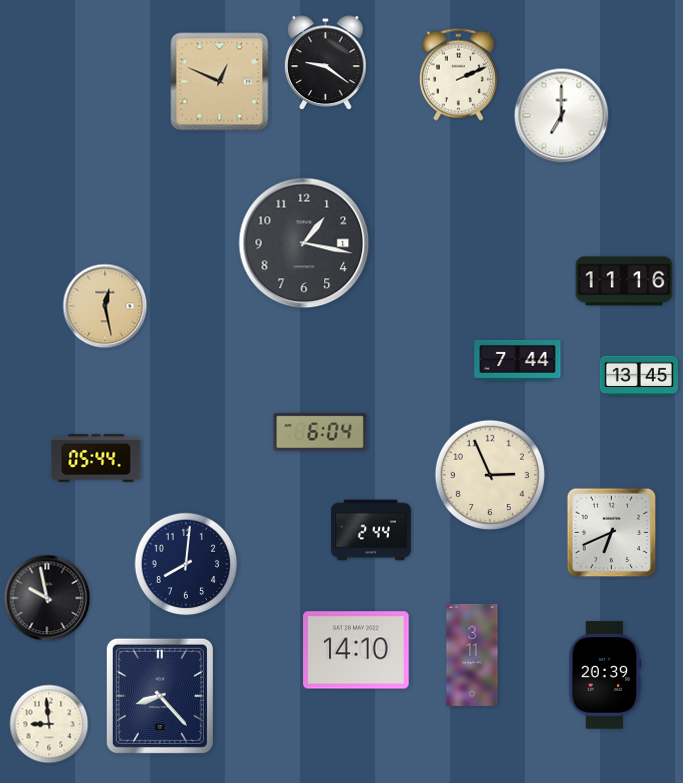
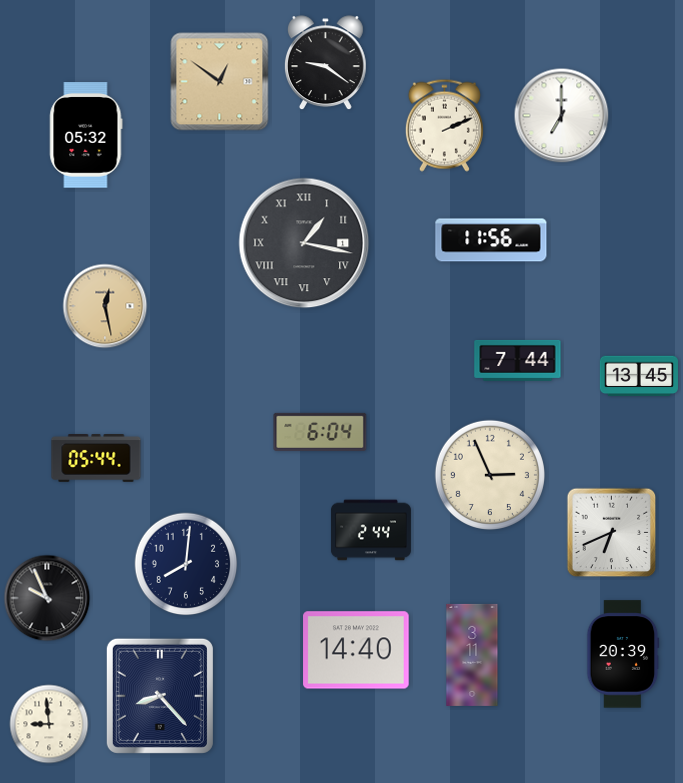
clock at (458, 74) position: (458, 74) -> (444, 125)
clock at (220, 82): 12:49 -> 12:51
clock at (86, 135): none -> 05:32
clock at (491, 240): none -> 11:56
clock at (304, 243) numerals: Arabic -> Roman
clock at (624, 281): 11:16 -> none
clock at (47, 598): 9:58 -> 9:56
clock at (356, 650): 14:10 -> 14:40
clock at (605, 675) position: (605, 675) -> (623, 654)
